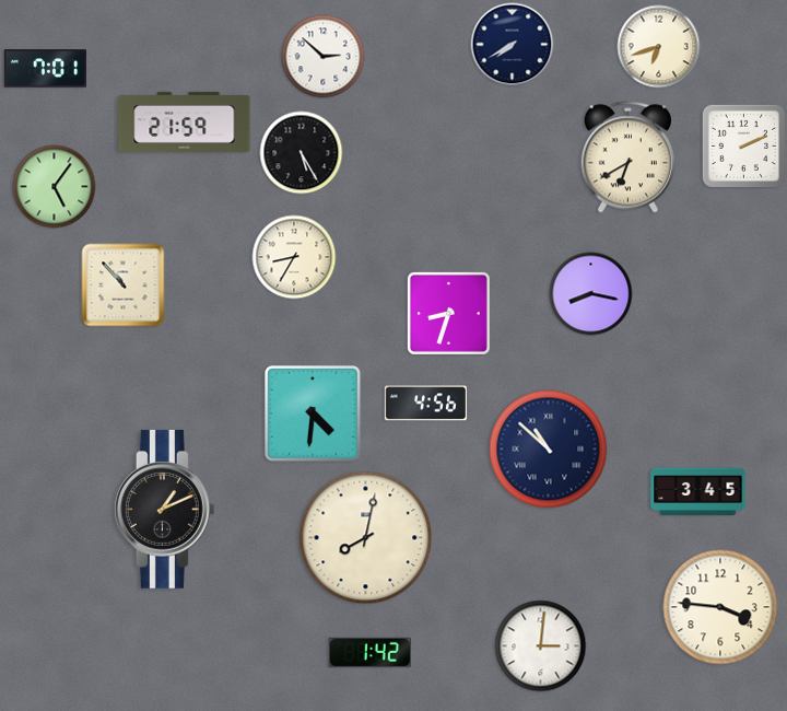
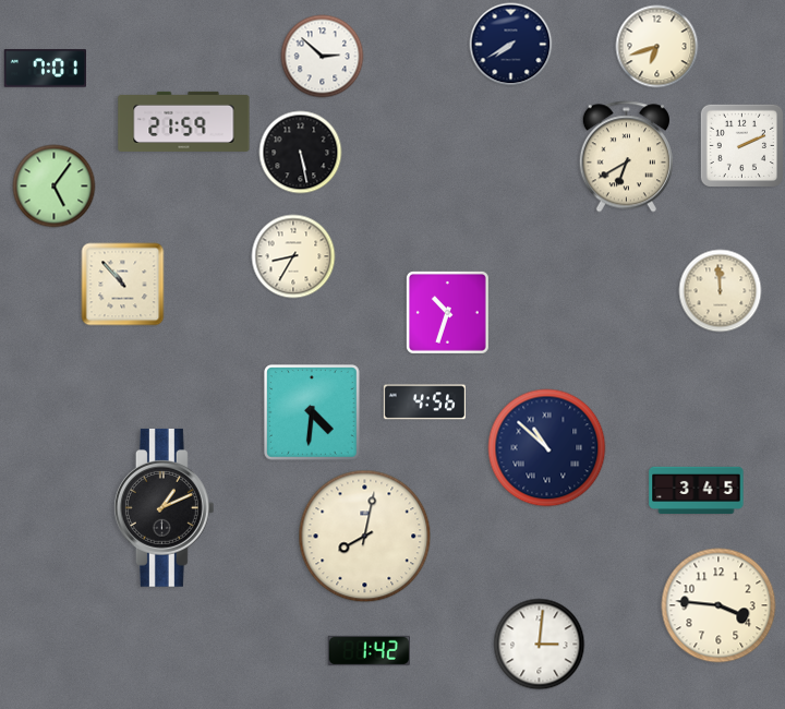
clock at (302, 153): 5:25 -> 5:28
clock at (721, 291): none -> 11:59
clock at (591, 294): 8:17 -> none
clock at (449, 314): 8:33 -> 10:33
